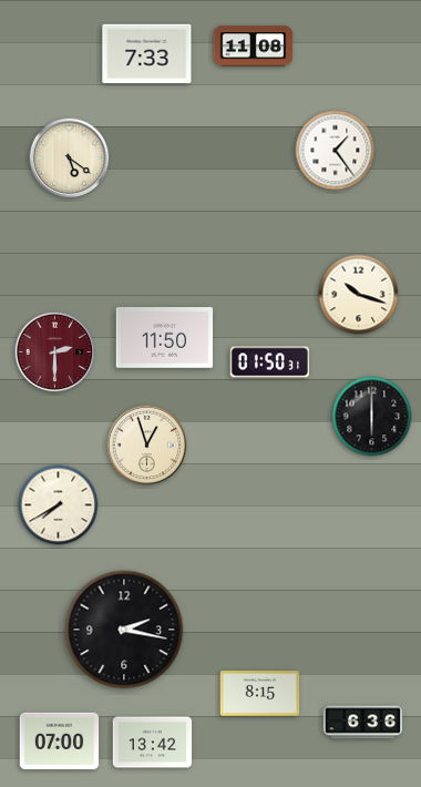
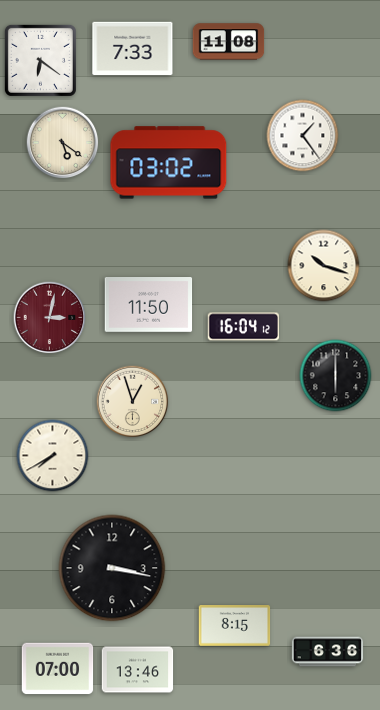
clock at (40, 60): none -> 6:21
clock at (169, 163): none -> 03:02
clock at (55, 352): 2:30 -> 3:02
clock at (270, 362): 01:50 -> 16:04
clock at (124, 630): 2:17 -> 3:17
clock at (60, 742) position: (60, 742) -> (58, 669)
clock at (153, 743): 13:42 -> 13:46
